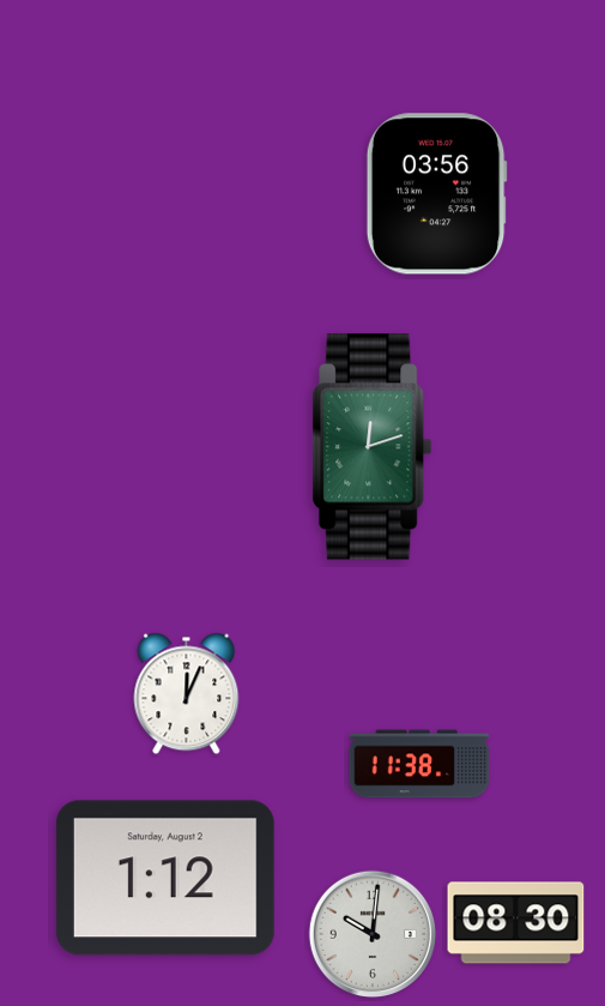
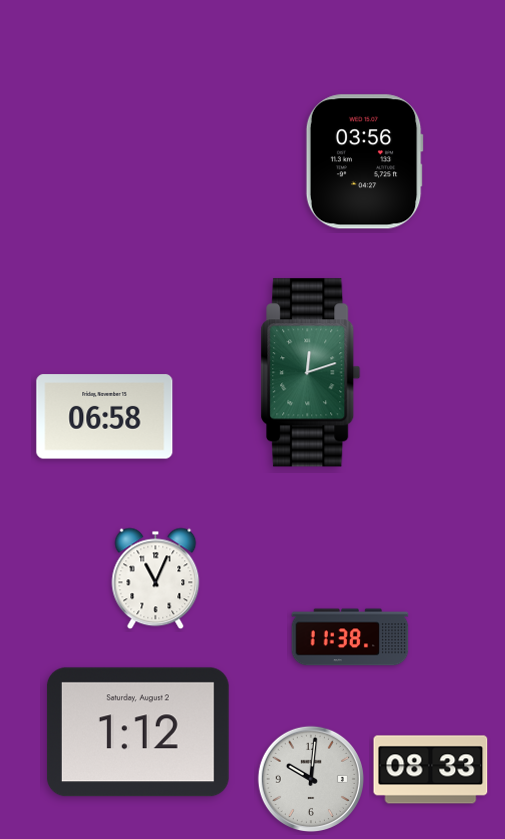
clock at (105, 417): none -> 06:58
clock at (187, 694): 12:04 -> 11:04
clock at (516, 923): 08:30 -> 08:33
